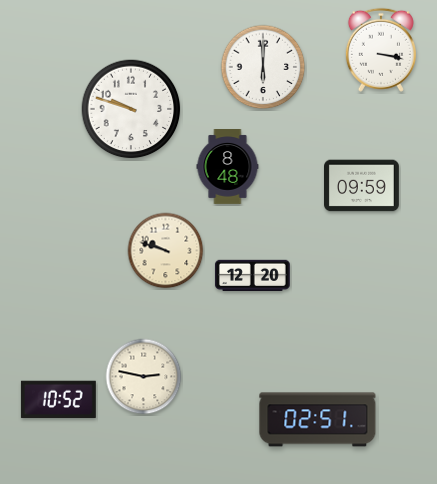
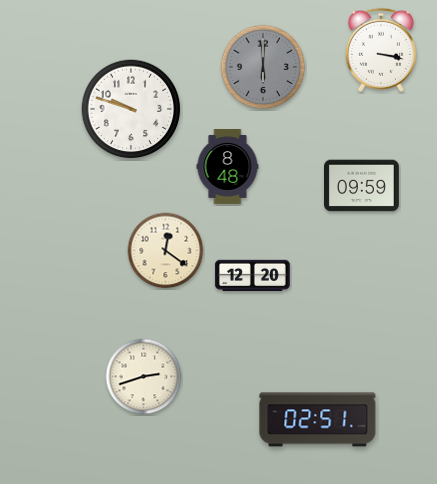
clock at (263, 67) dial: white -> grey
clock at (166, 251): 9:48 -> 12:21
clock at (144, 377): 2:47 -> 2:42
clock at (58, 400): 10:52 -> none
